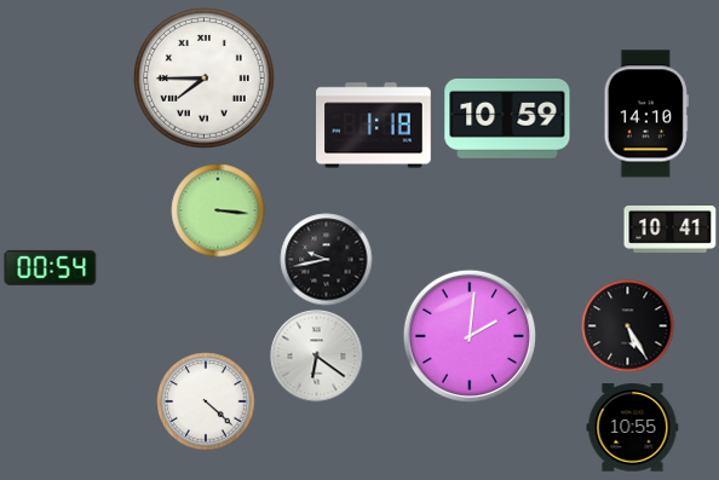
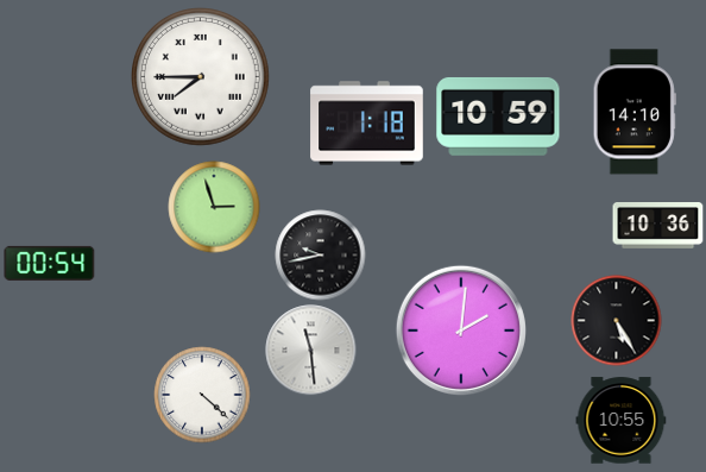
clock at (218, 210): 3:16 -> 2:57
clock at (671, 230): 10:41 -> 10:36
clock at (317, 357): 6:21 -> 11:29
